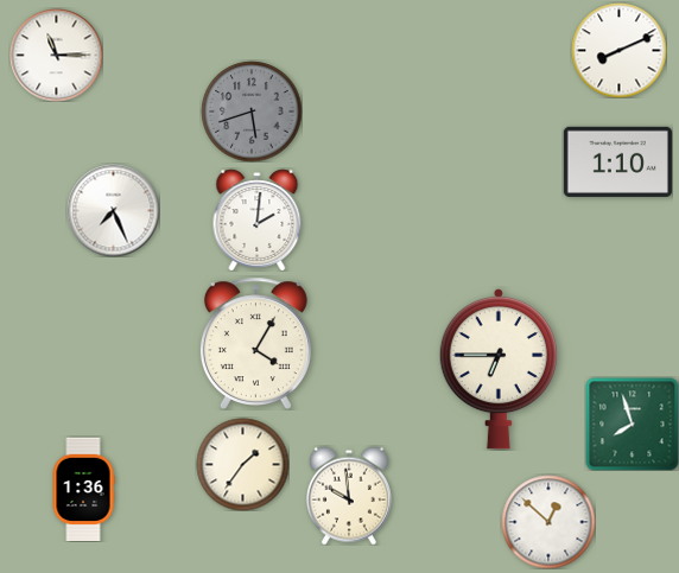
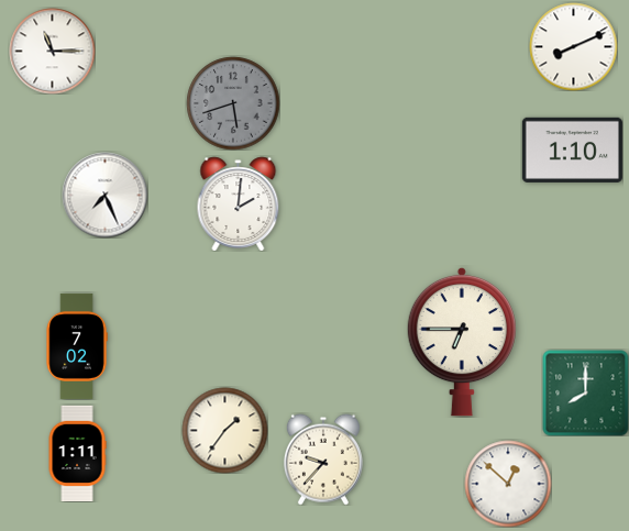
clock at (255, 343): 4:05 -> none
clock at (77, 346): none -> 7:02
clock at (632, 424): 7:57 -> 8:00
clock at (83, 489): 1:36 -> 1:11
clock at (349, 496): 9:59 -> 9:37
